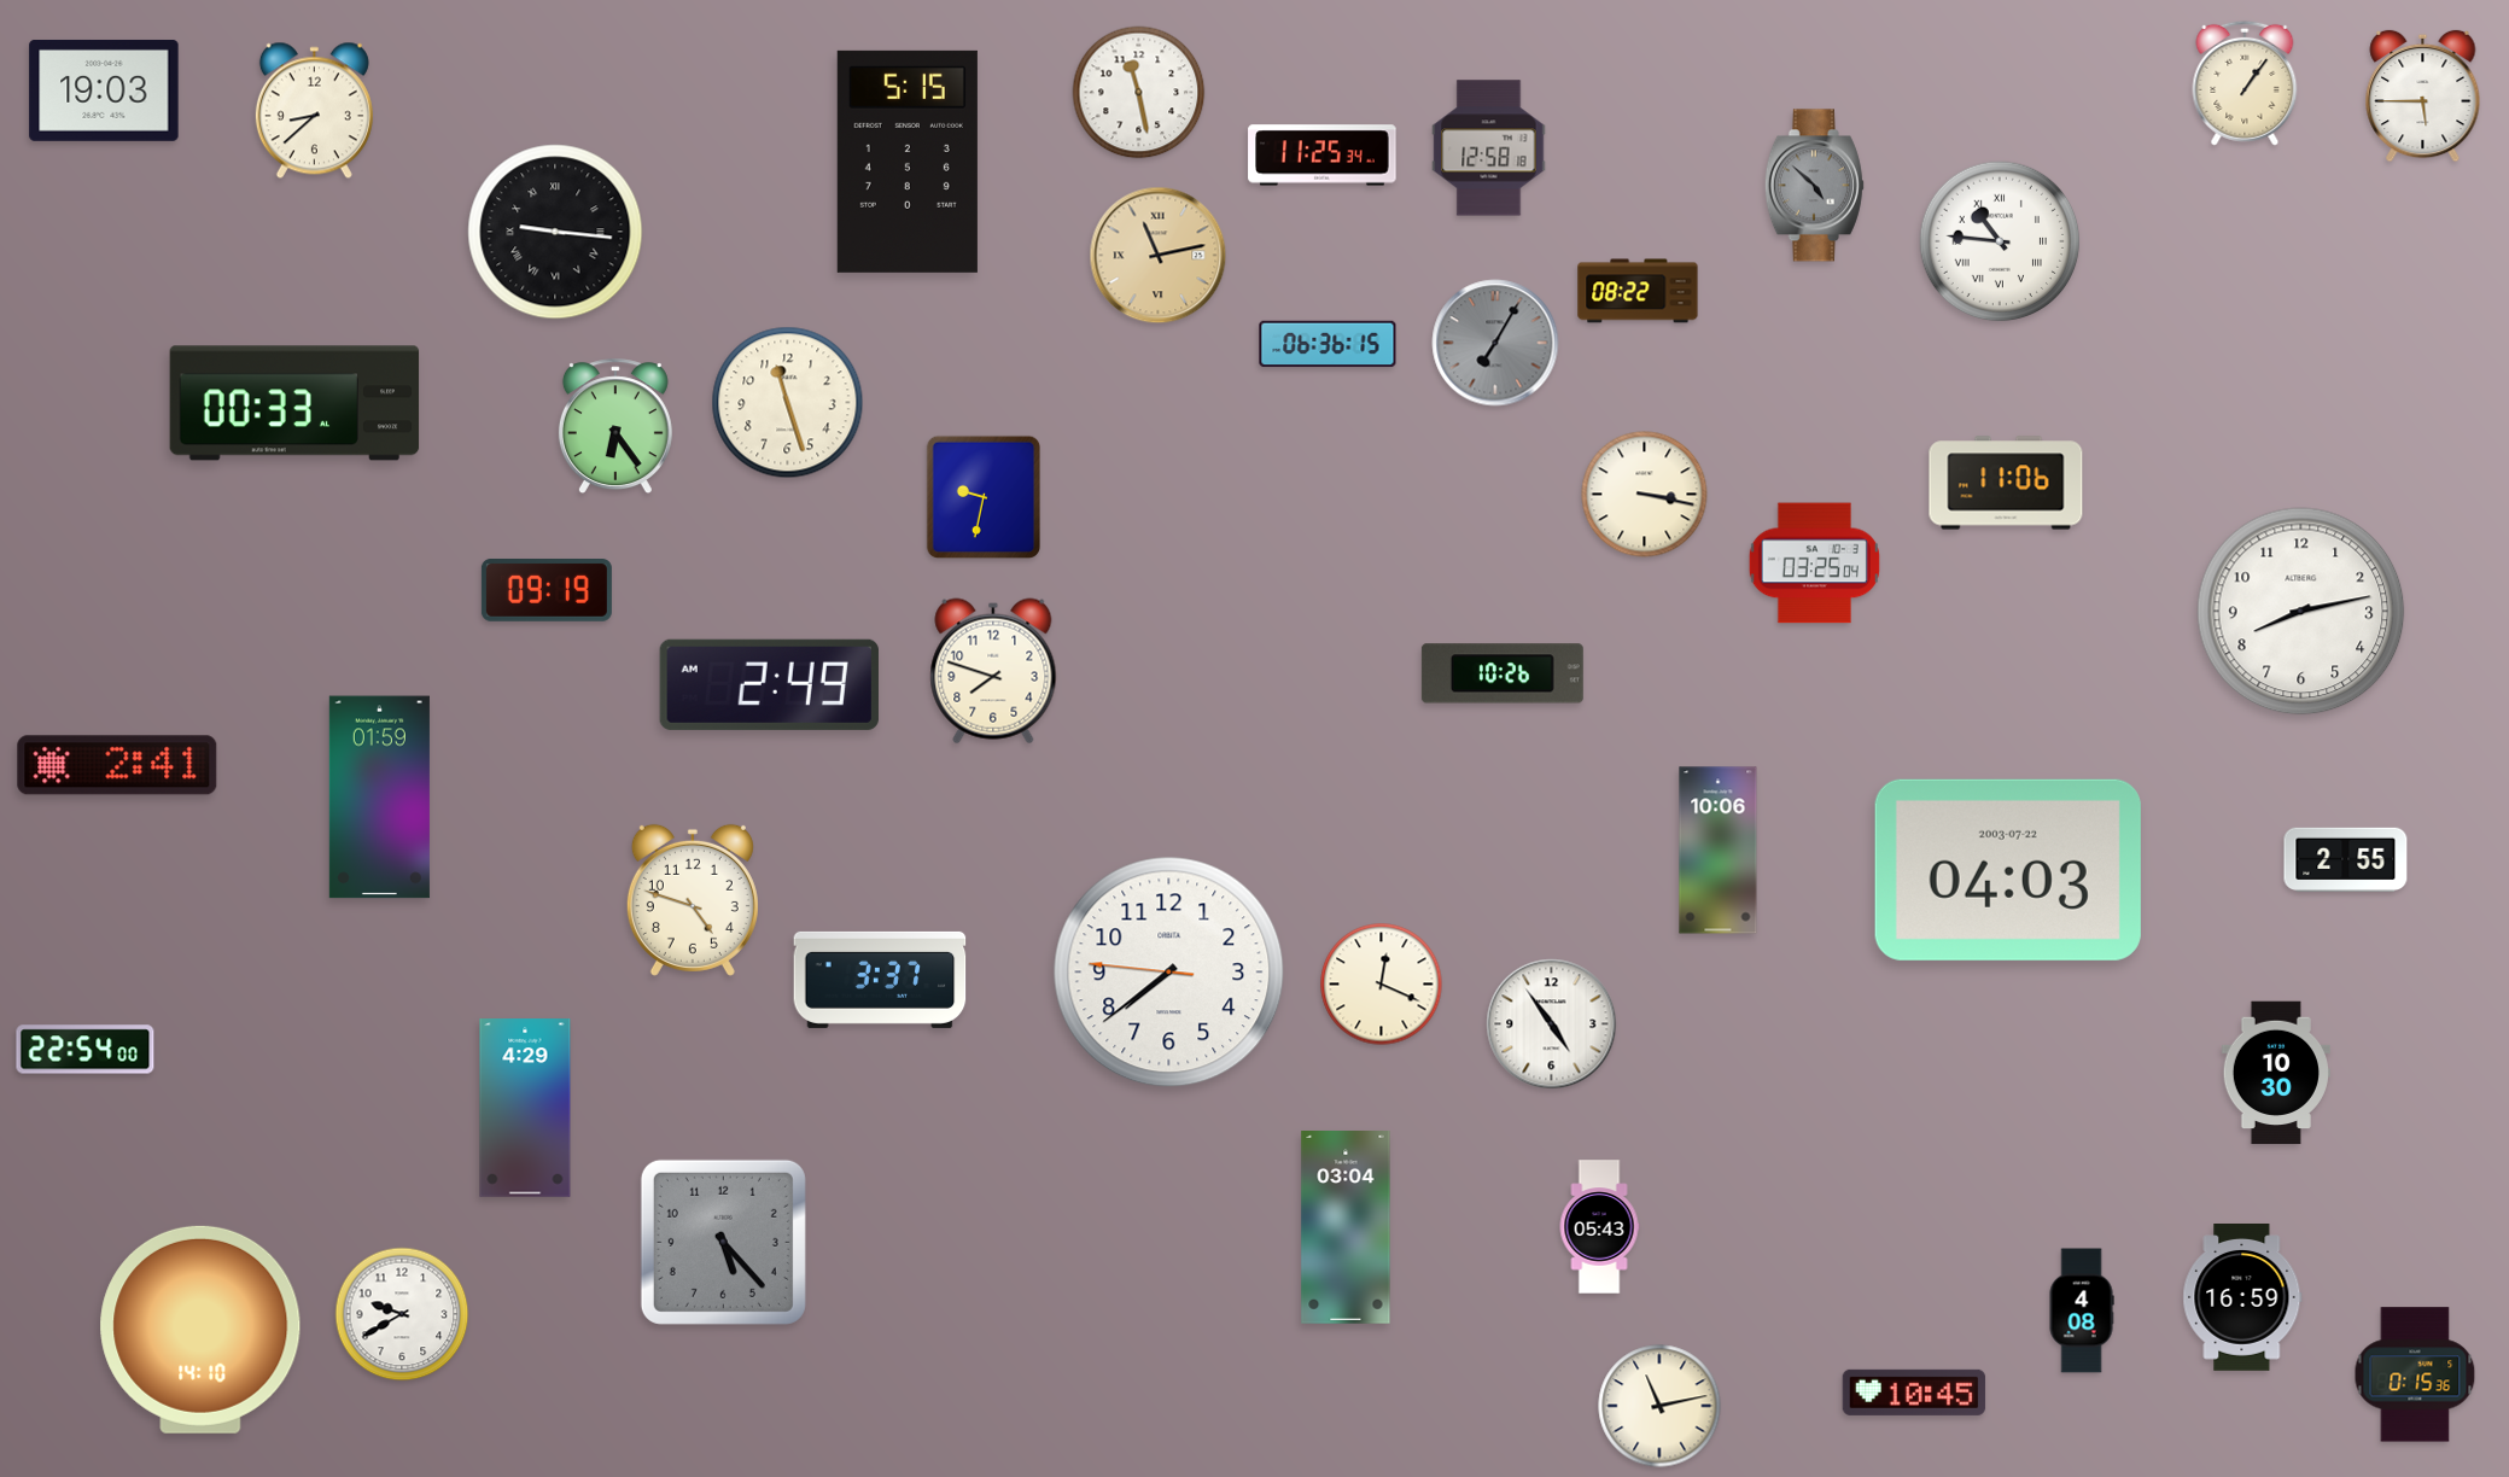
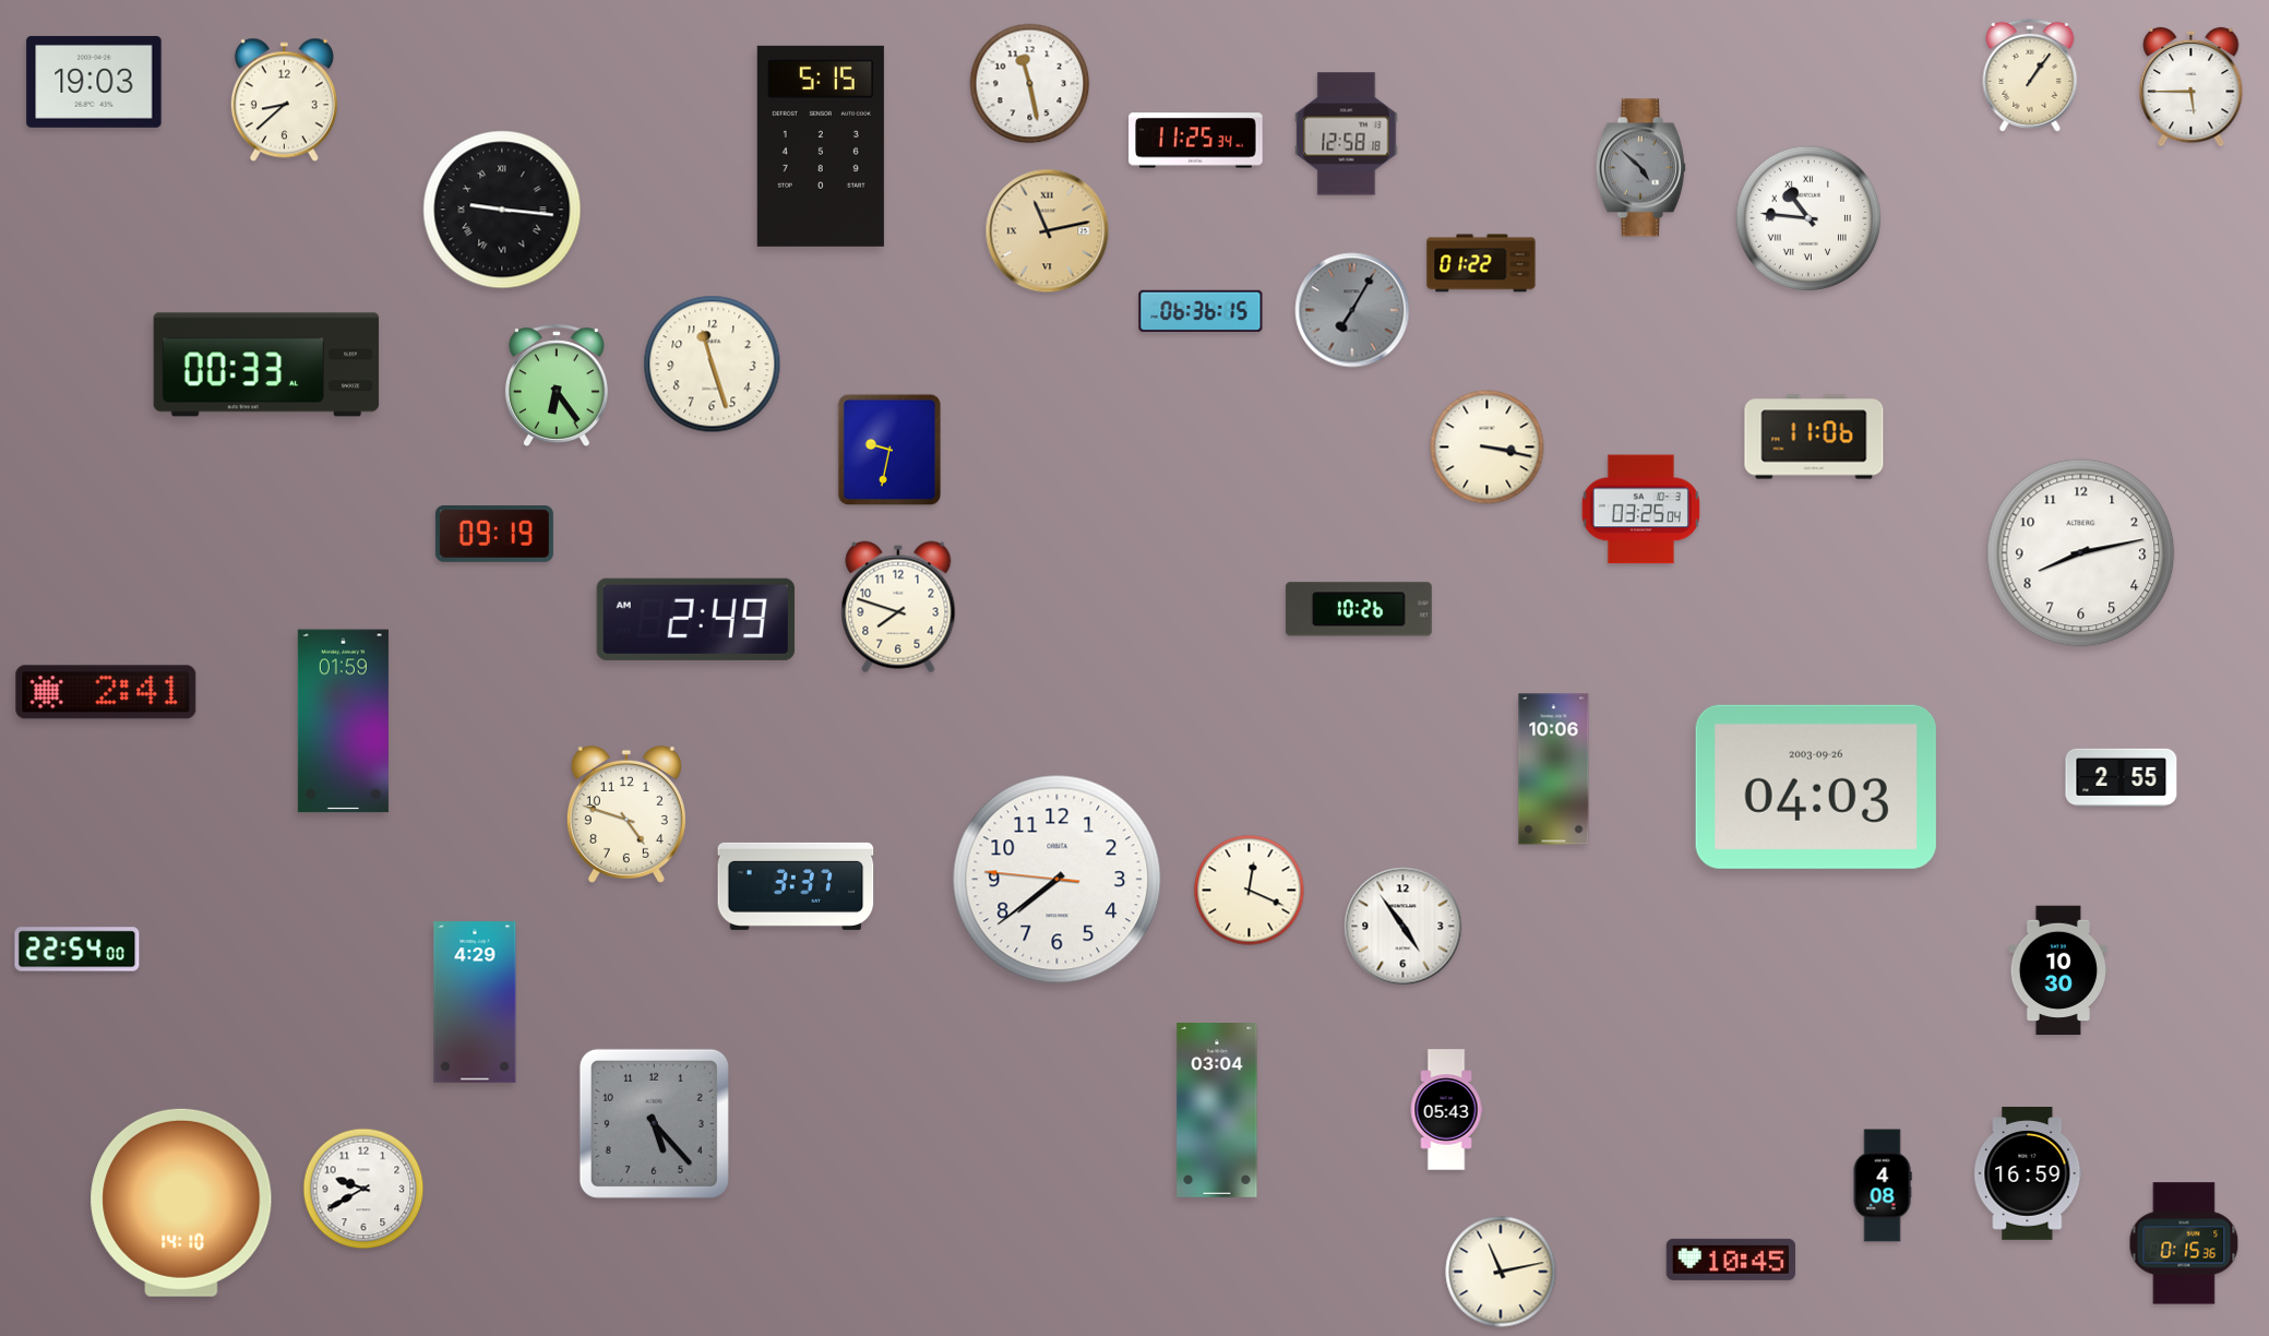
clock at (1638, 291): 08:22 -> 01:22
clock at (2008, 870) date: 2003-07-22 -> 2003-09-26
